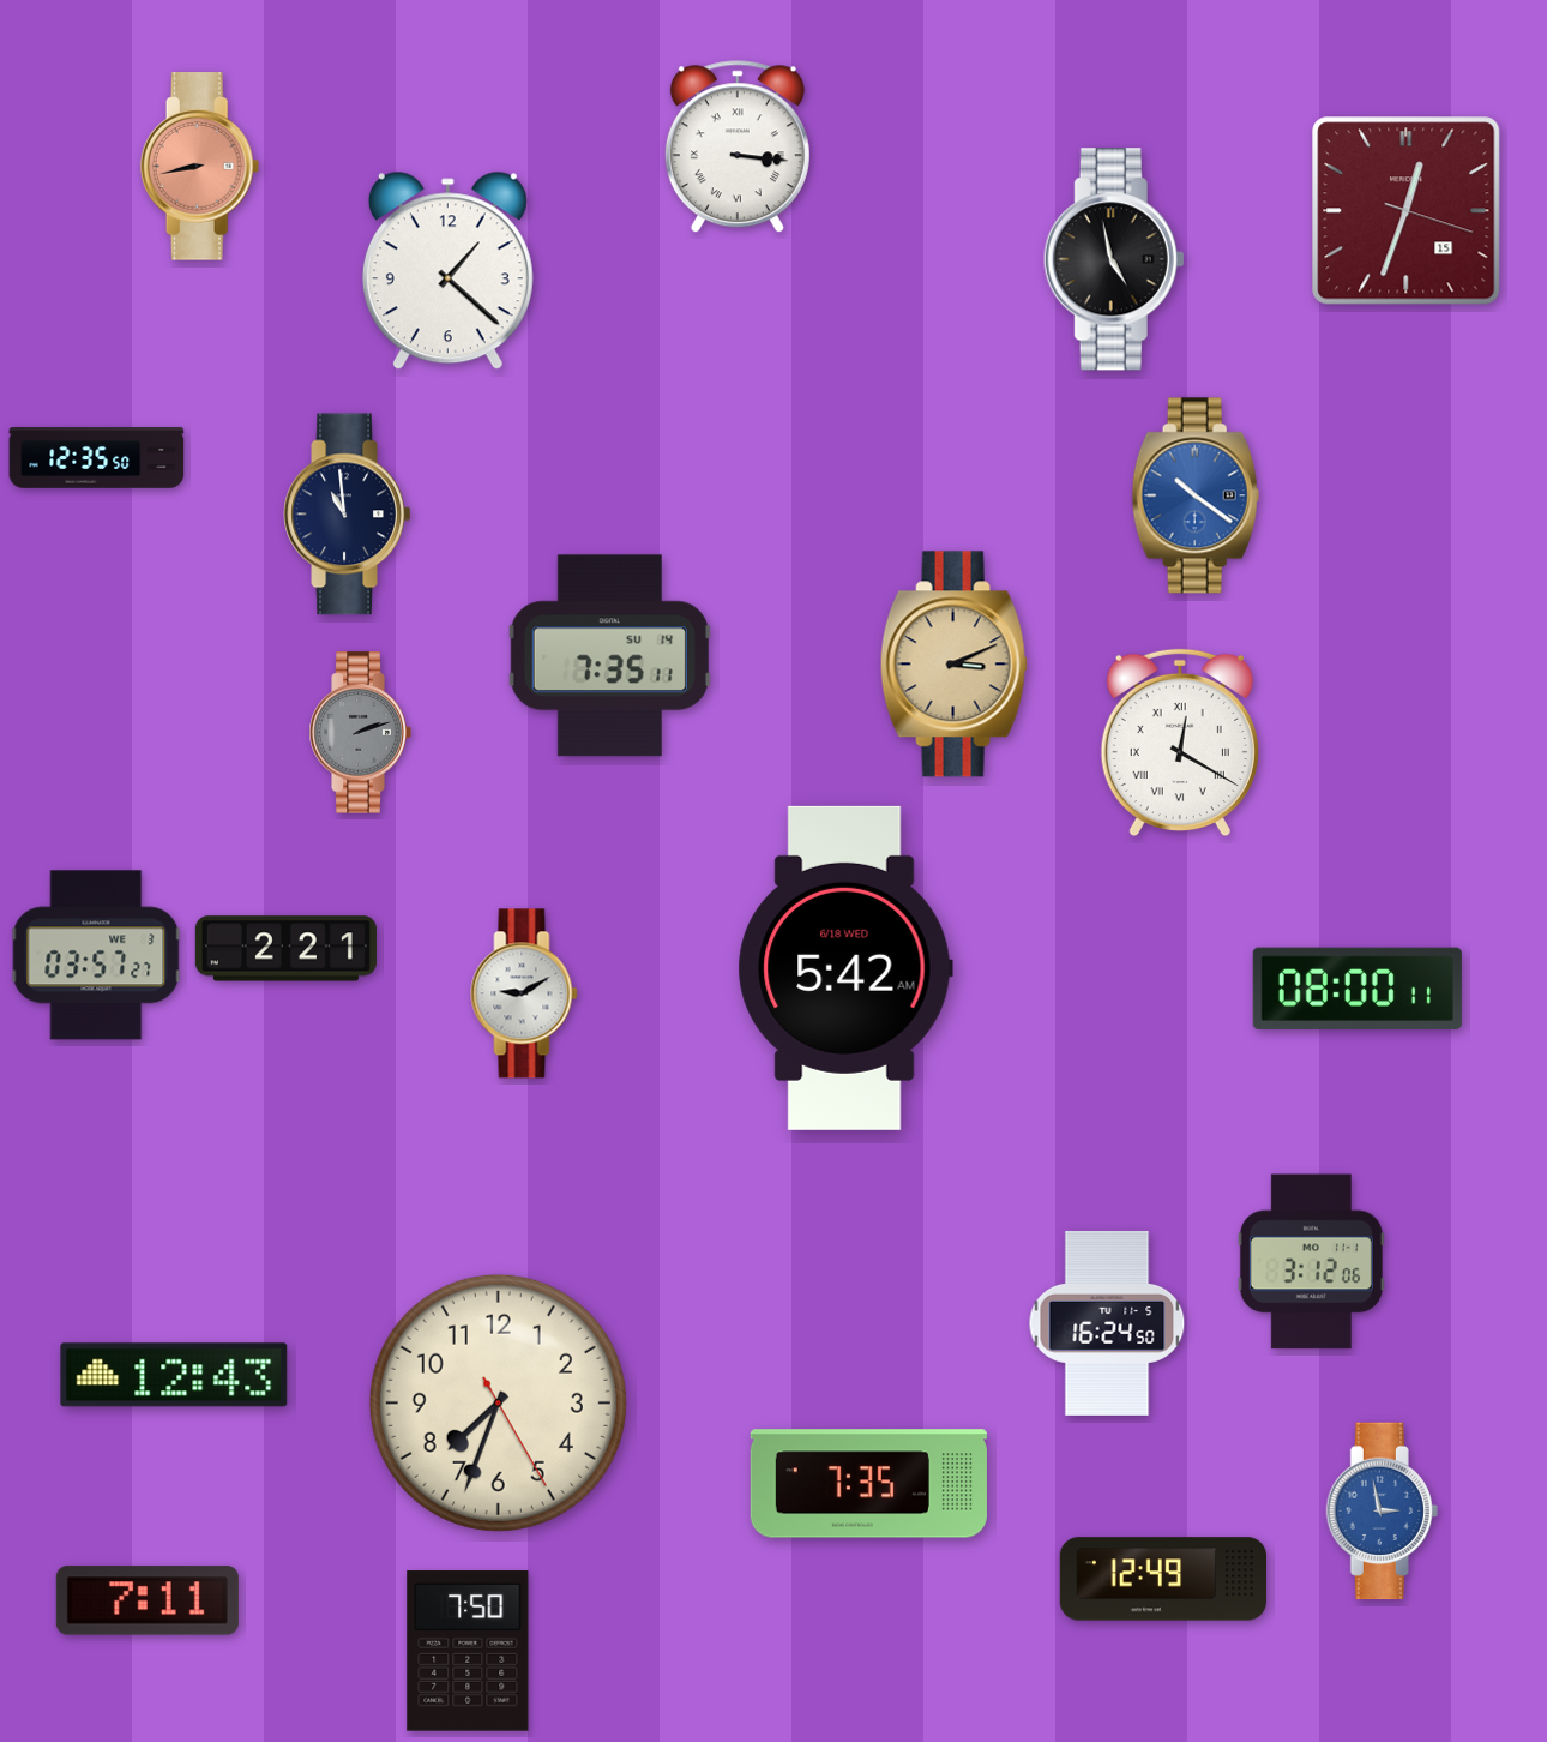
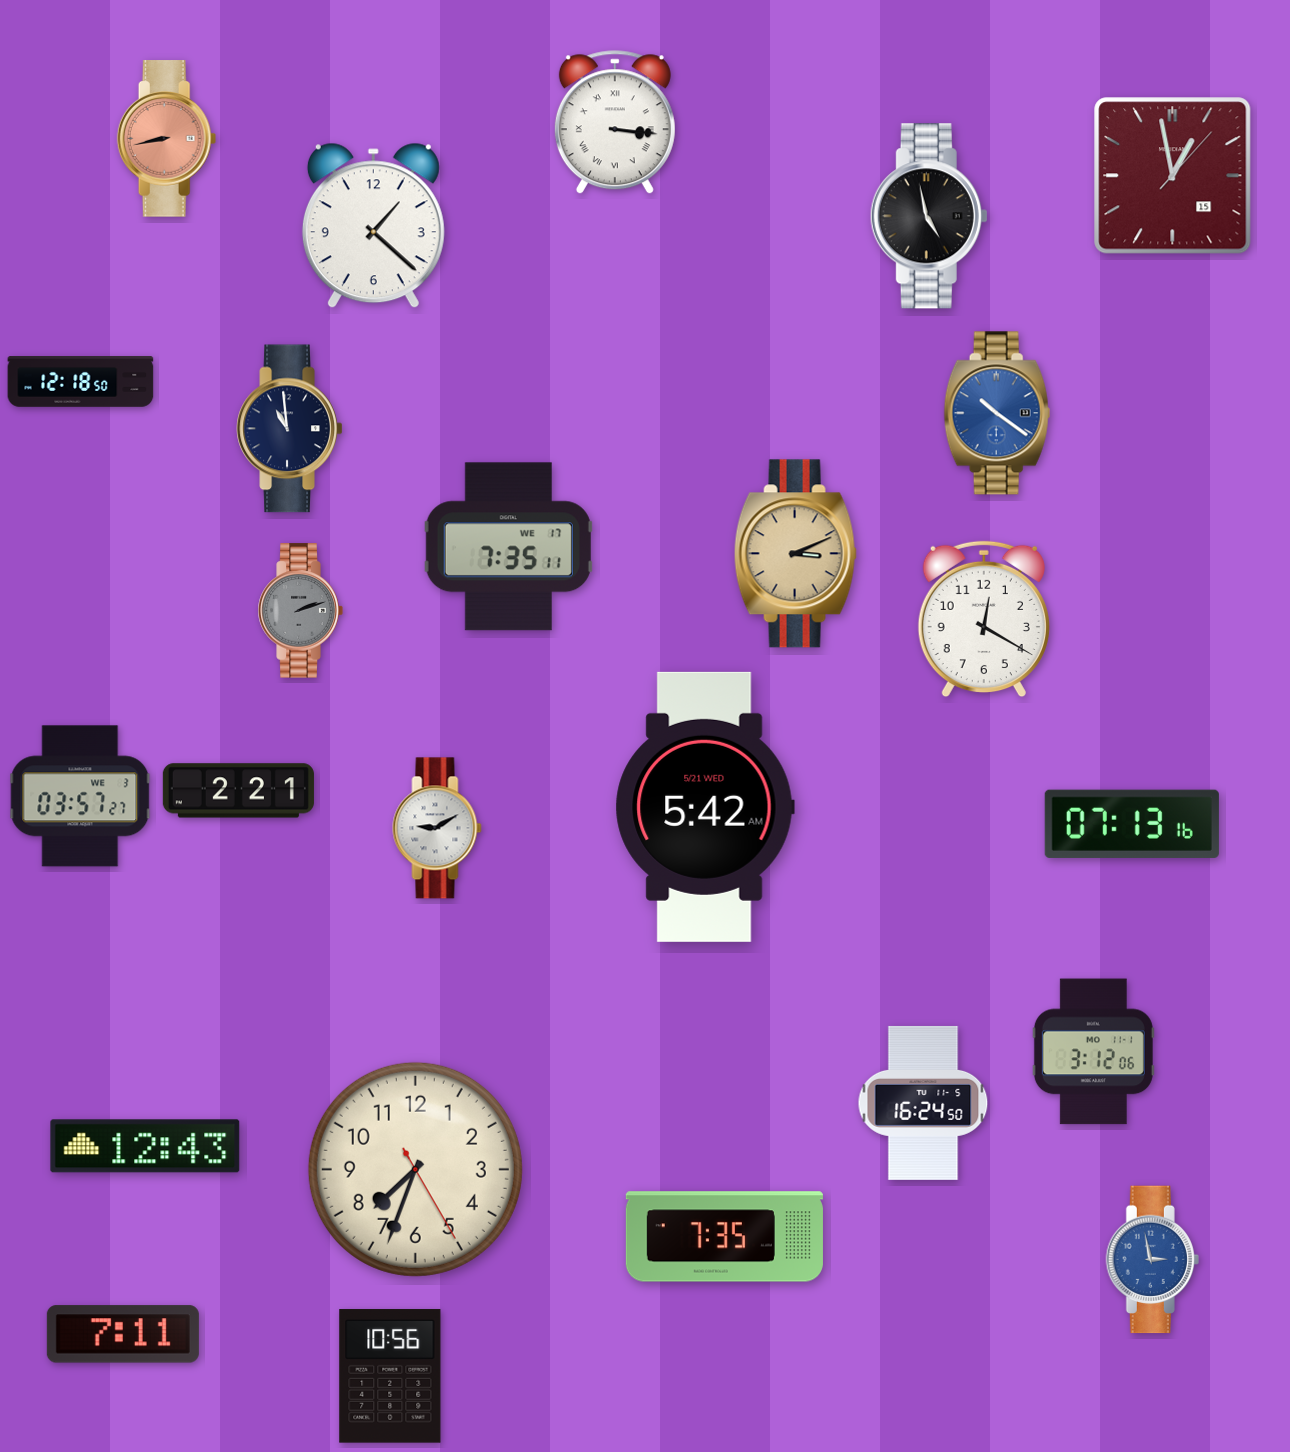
clock at (1407, 211): 12:33 -> 12:58
clock at (97, 458): 12:35 -> 12:18
clock at (609, 656) date: SU 14 -> WE 17
clock at (1180, 743) numerals: Roman -> Arabic
clock at (845, 968) date: 6/18 WED -> 5/21 WED
clock at (1358, 989): 08:00 -> 07:13
clock at (1163, 1579): 12:49 -> none
clock at (468, 1651): 7:50 -> 10:56
